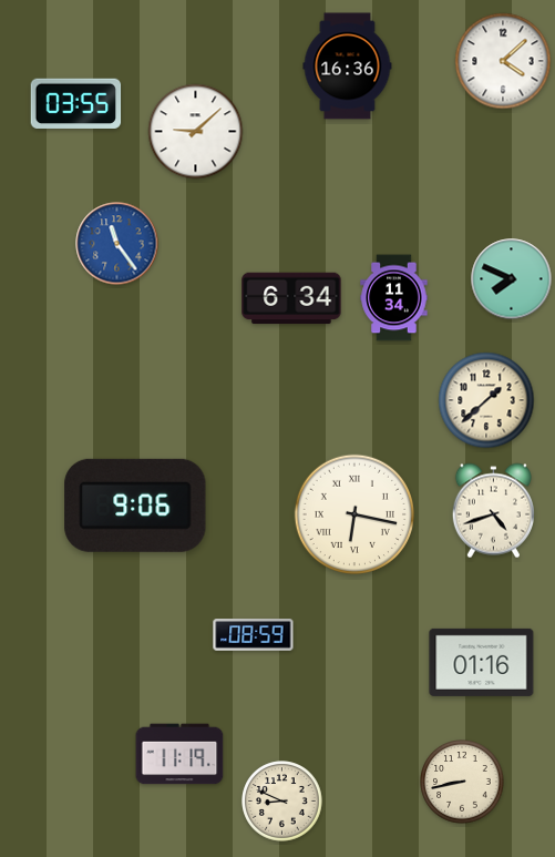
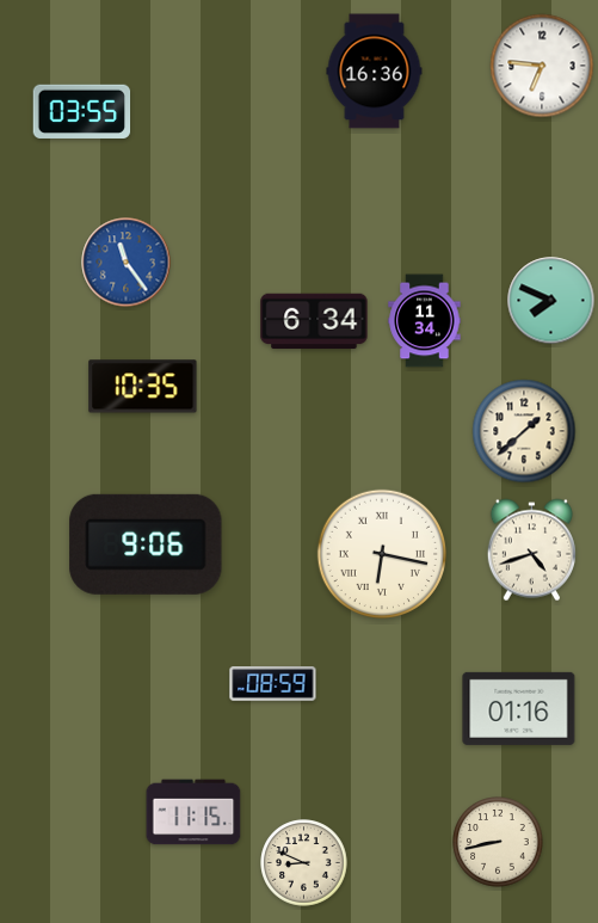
clock at (503, 61): 4:08 -> 6:46
clock at (196, 132): 9:08 -> none
clock at (143, 387): none -> 10:35
clock at (482, 662) position: (482, 662) -> (519, 708)
clock at (179, 754): 11:19 -> 11:15
